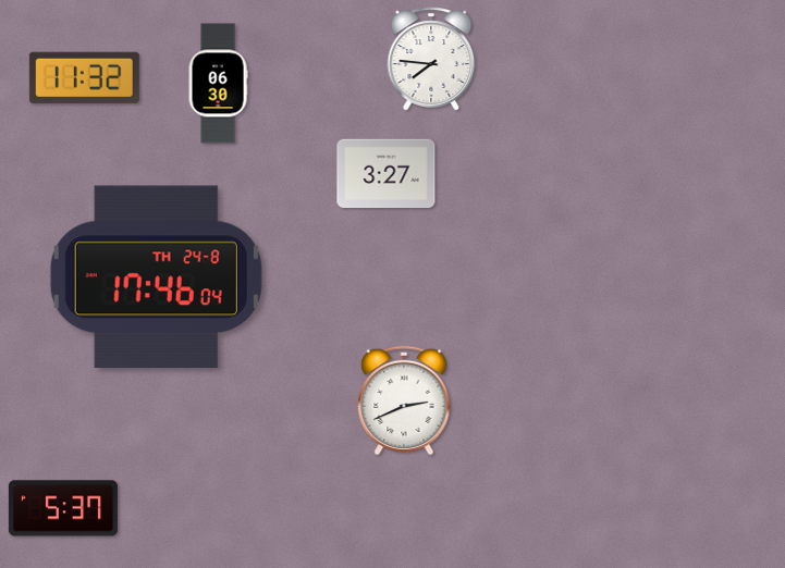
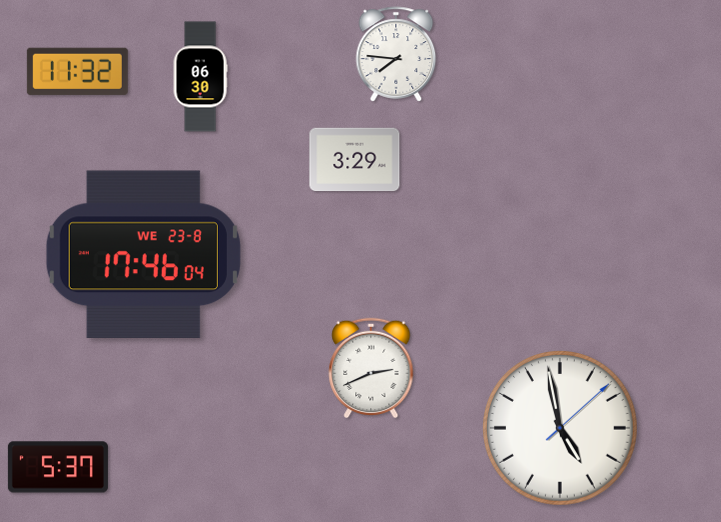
clock at (387, 174): 3:27 -> 3:29
clock at (156, 276) date: TH 24-8 -> WE 23-8
clock at (561, 429): none -> 4:58
